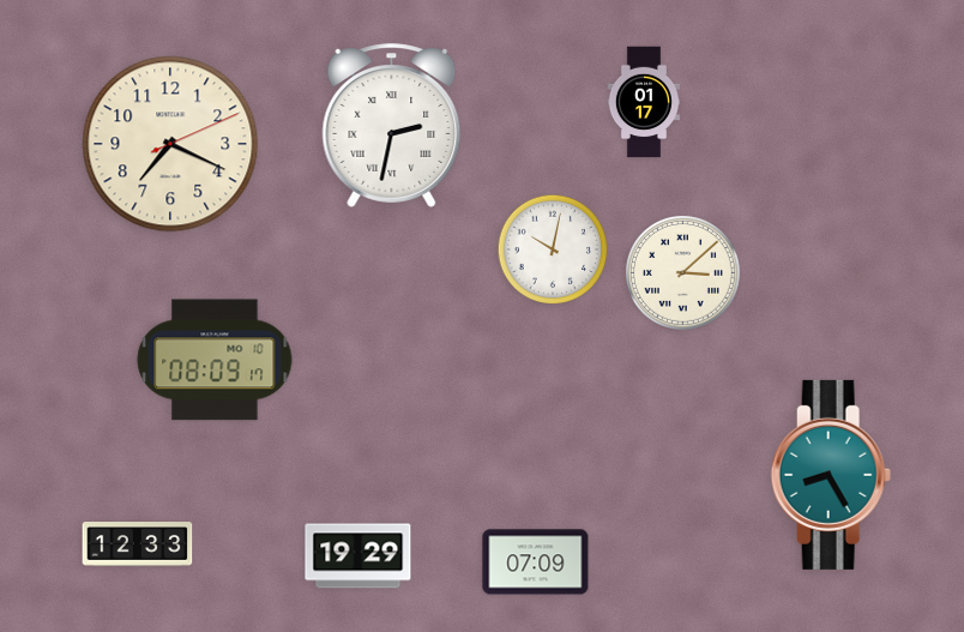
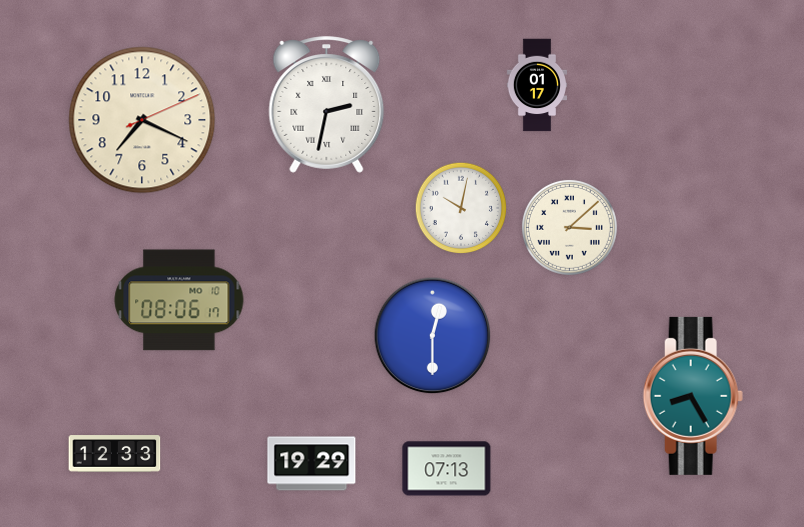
clock at (215, 360): 08:09 -> 08:06
clock at (433, 336): none -> 12:30
clock at (359, 556) position: (359, 556) -> (312, 464)
clock at (536, 562): 07:09 -> 07:13
